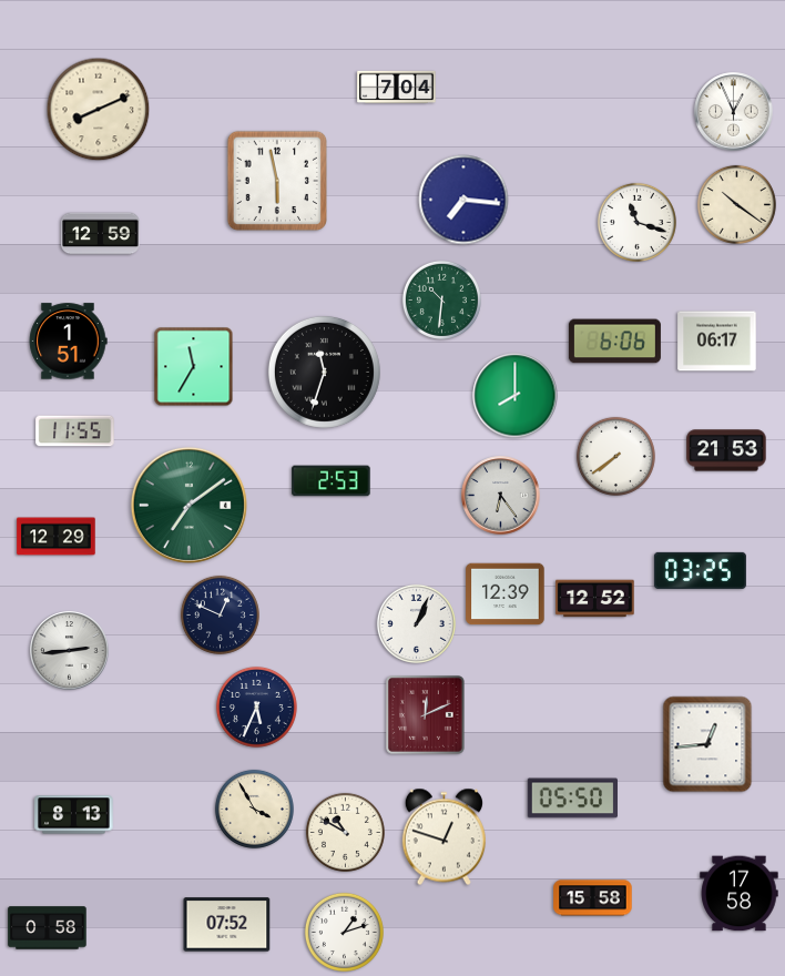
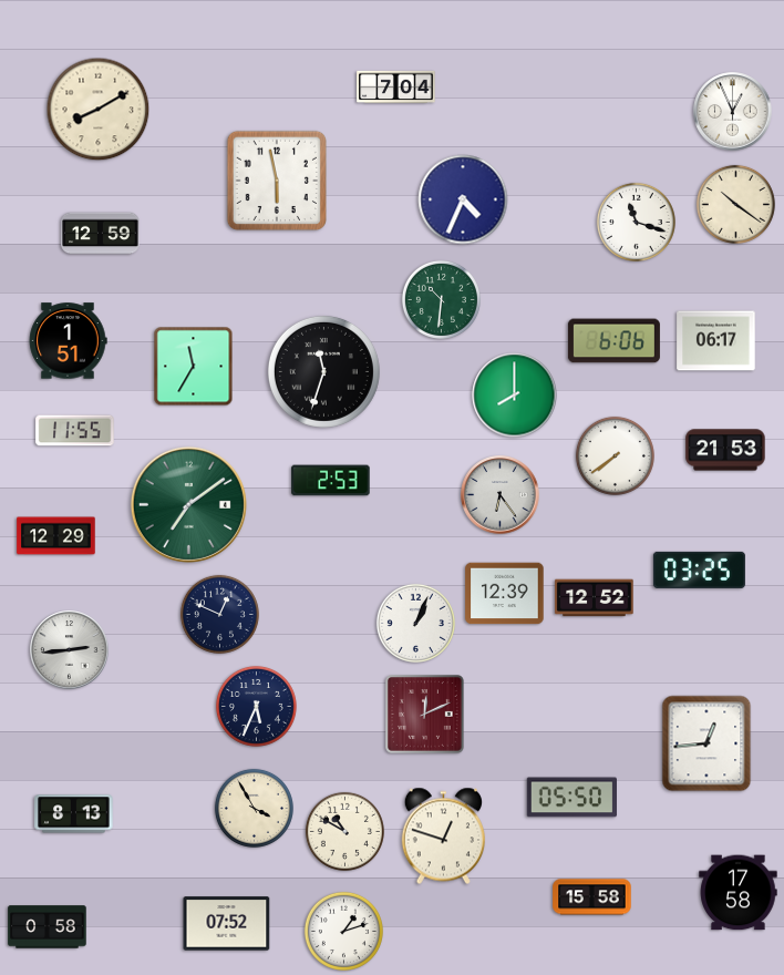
clock at (99, 110): 8:11 -> 8:10
clock at (463, 200): 7:16 -> 4:34
